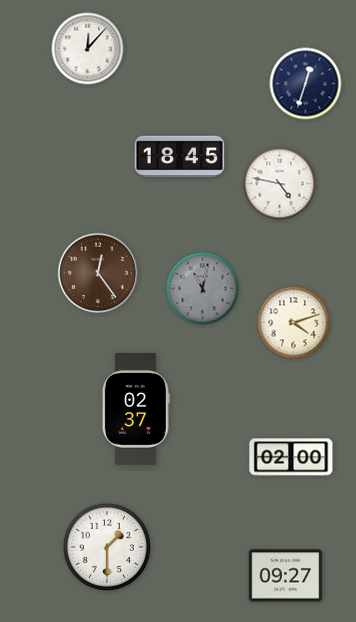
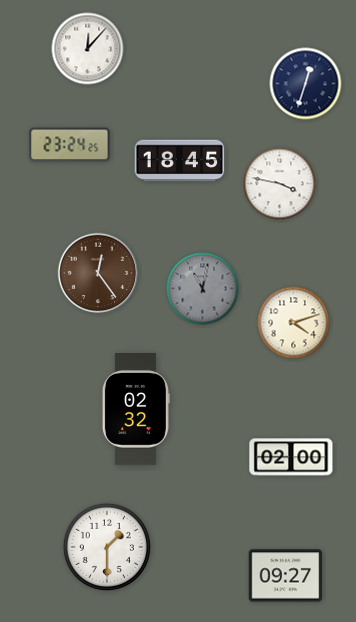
clock at (70, 145): none -> 23:24
clock at (180, 157) position: (180, 157) -> (180, 161)
clock at (280, 184): 4:47 -> 3:47
clock at (136, 410): 02:37 -> 02:32
